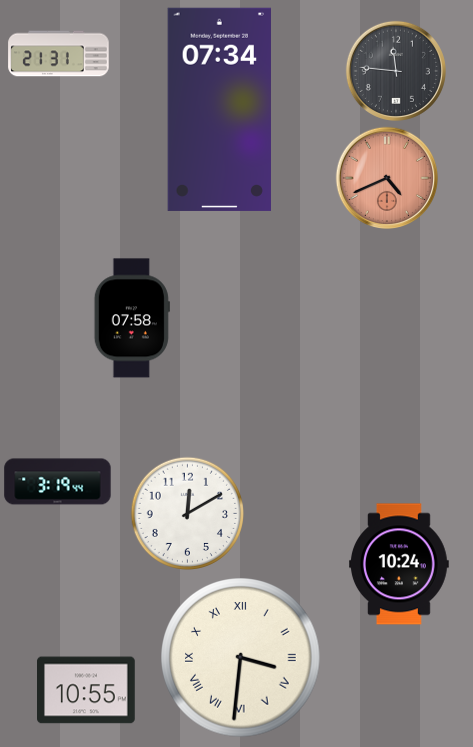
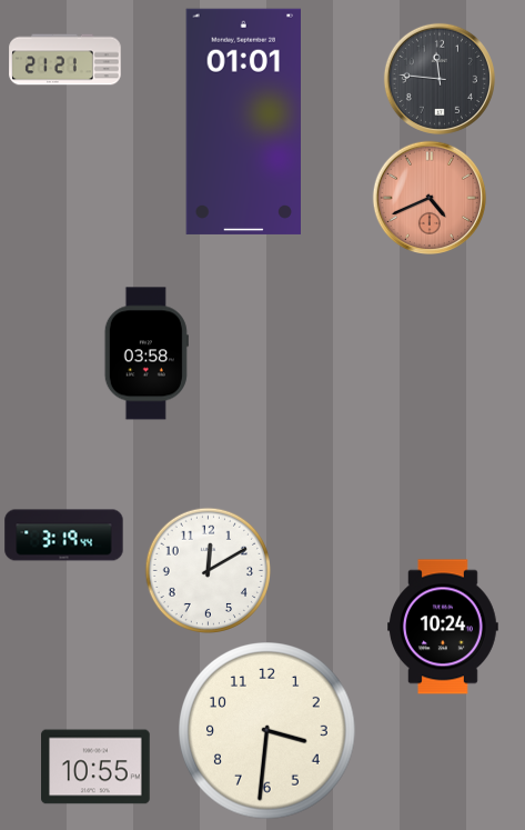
clock at (59, 54): 21:31 -> 21:21
clock at (219, 109): 07:34 -> 01:01
clock at (132, 318): 07:58 -> 03:58
clock at (241, 658) numerals: Roman -> Arabic
